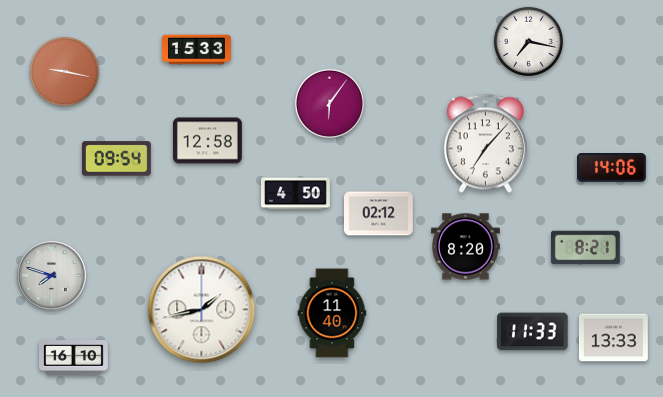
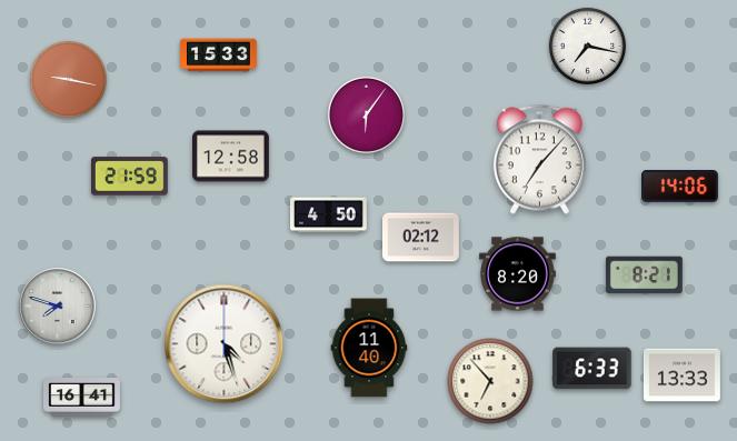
clock at (64, 71) position: (64, 71) -> (68, 79)
clock at (116, 159): 09:54 -> 21:59
clock at (585, 248) position: (585, 248) -> (644, 275)
clock at (202, 310): 1:43 -> 4:27
clock at (533, 332): 11:33 -> 6:33
clock at (490, 381): none -> 6:53
clock at (74, 358): 16:10 -> 16:41
